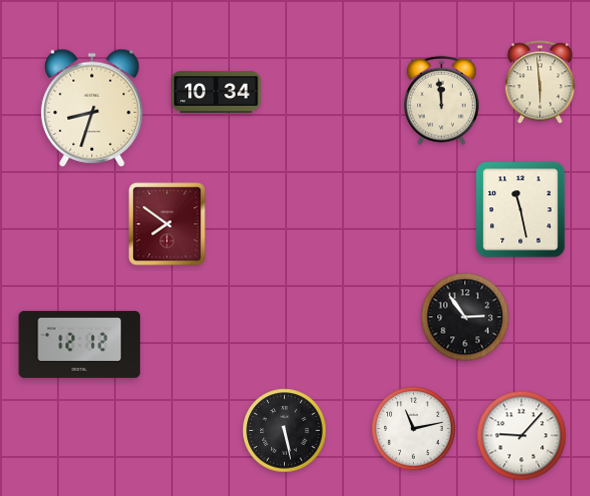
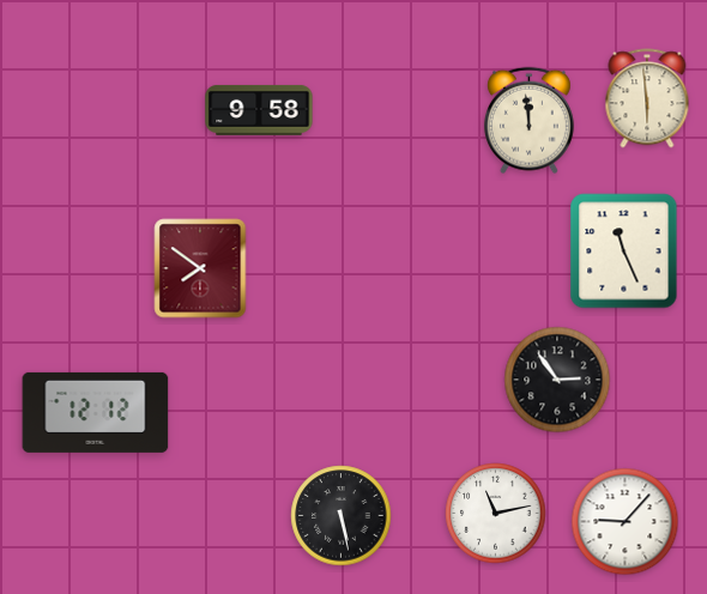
clock at (216, 92): 10:34 -> 9:58
clock at (92, 108): 8:33 -> none
clock at (521, 210): 11:28 -> 11:26
